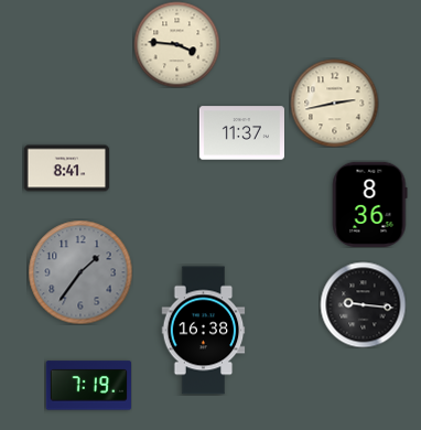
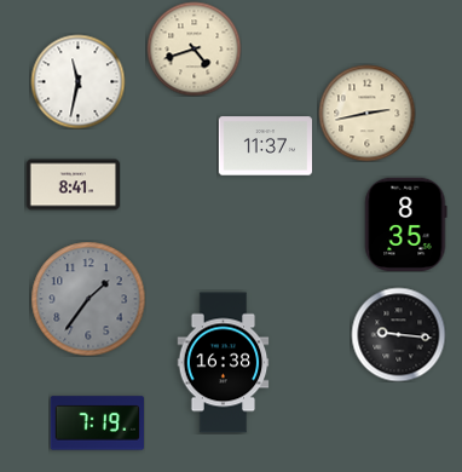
clock at (176, 44): 3:46 -> 4:42
clock at (77, 81): none -> 11:32
clock at (370, 204): 8:36 -> 8:35
